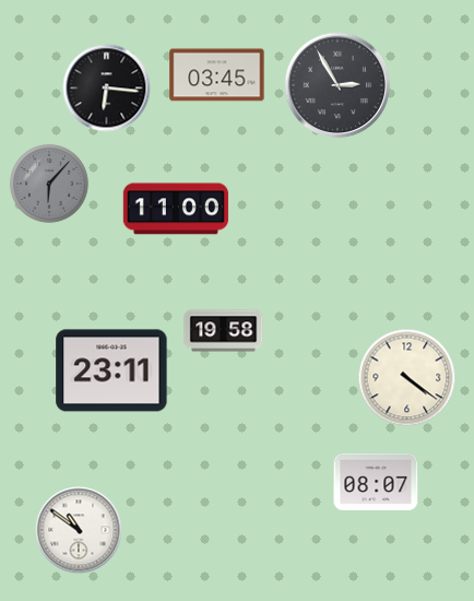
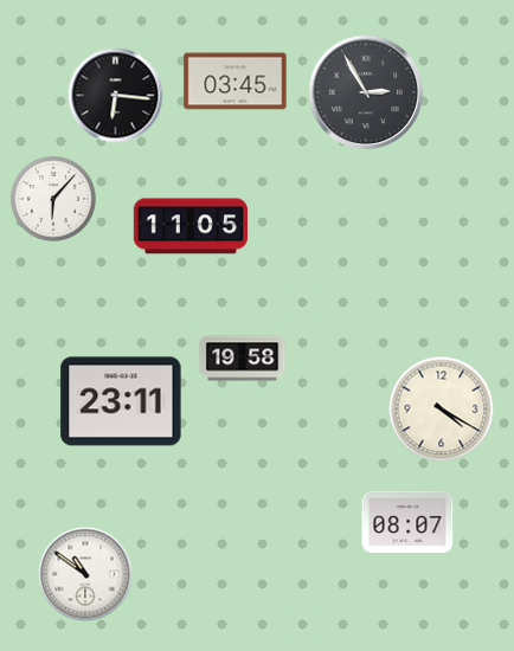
clock at (49, 184) dial: grey -> white
clock at (176, 209): 11:00 -> 11:05
clock at (407, 378): 4:21 -> 4:20
